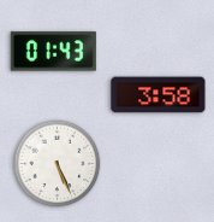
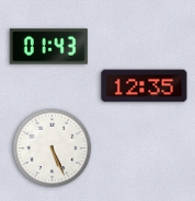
clock at (159, 95): 3:58 -> 12:35
